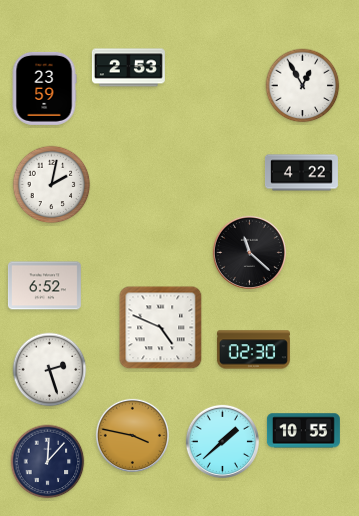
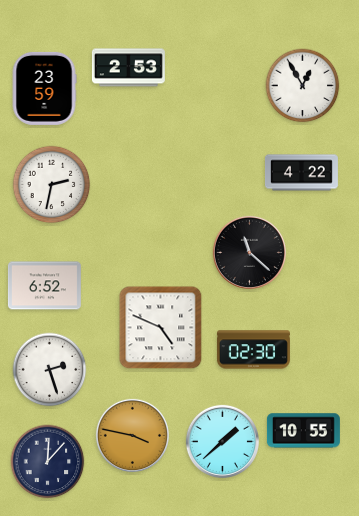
clock at (52, 185): 2:02 -> 2:32
